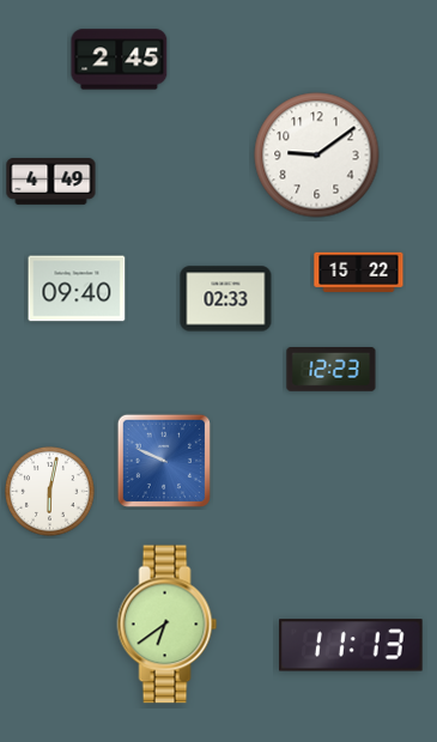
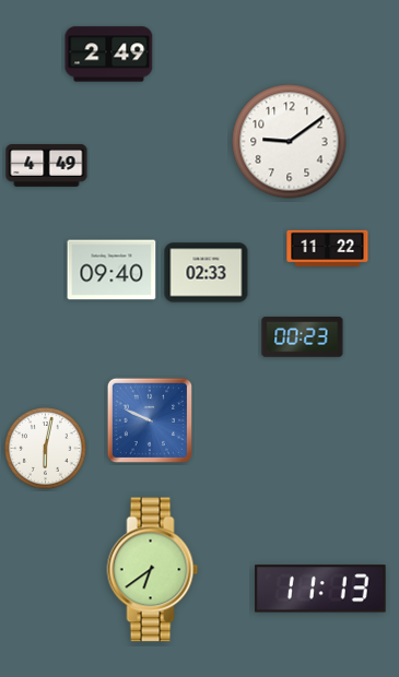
clock at (120, 60): 2:45 -> 2:49
clock at (359, 273): 15:22 -> 11:22
clock at (77, 288) position: (77, 288) -> (112, 270)
clock at (332, 370): 12:23 -> 00:23
